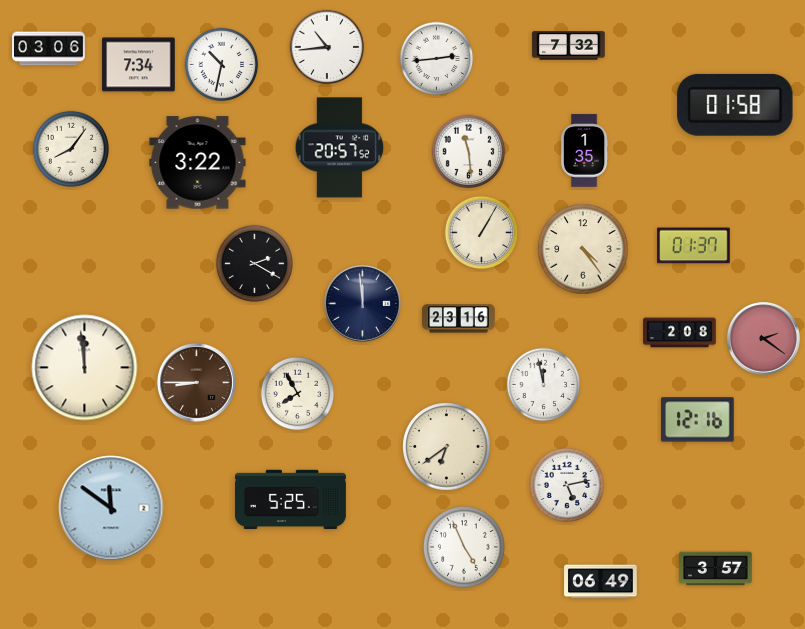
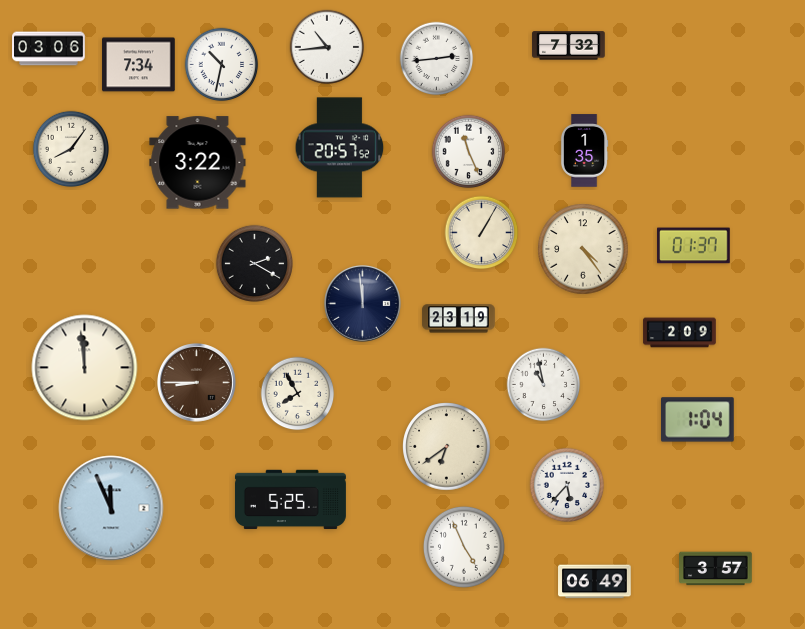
clock at (735, 105): 01:58 -> none
clock at (469, 152): 11:29 -> 11:26
clock at (459, 319): 23:16 -> 23:19
clock at (680, 333): 2:08 -> 2:09
clock at (763, 338): 2:21 -> none
clock at (544, 385): 11:58 -> 10:58
clock at (698, 420): 12:16 -> 1:04
clock at (567, 485): 5:13 -> 5:37
clock at (111, 508): 11:51 -> 11:56
clock at (601, 582) position: (601, 582) -> (595, 582)
